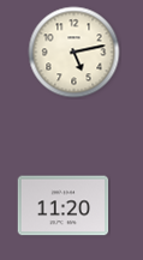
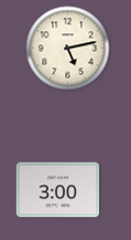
clock at (64, 206): 11:20 -> 3:00
